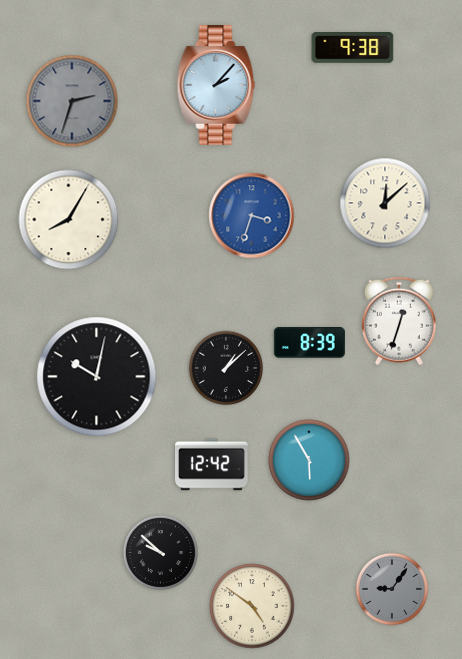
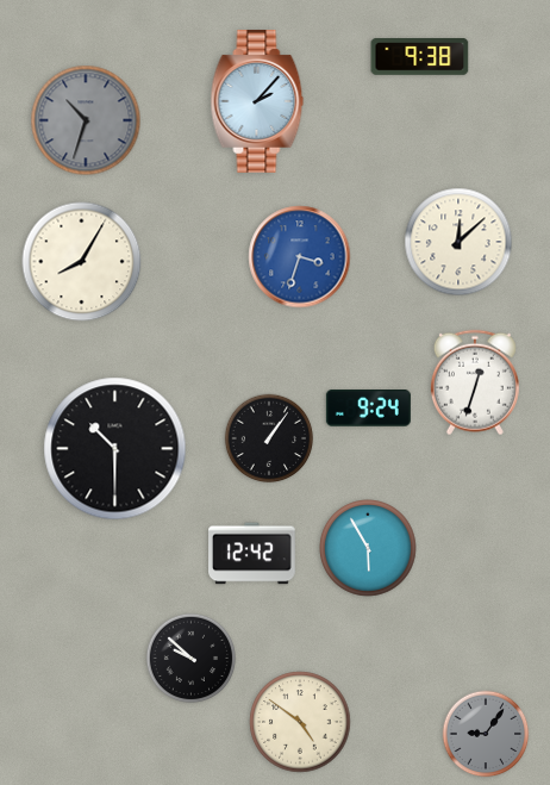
clock at (72, 101): 2:33 -> 10:33
clock at (309, 343): 8:39 -> 9:24
clock at (226, 368): 1:08 -> 1:06
clock at (97, 377): 10:02 -> 10:30
clock at (392, 589) position: (392, 589) -> (486, 734)
